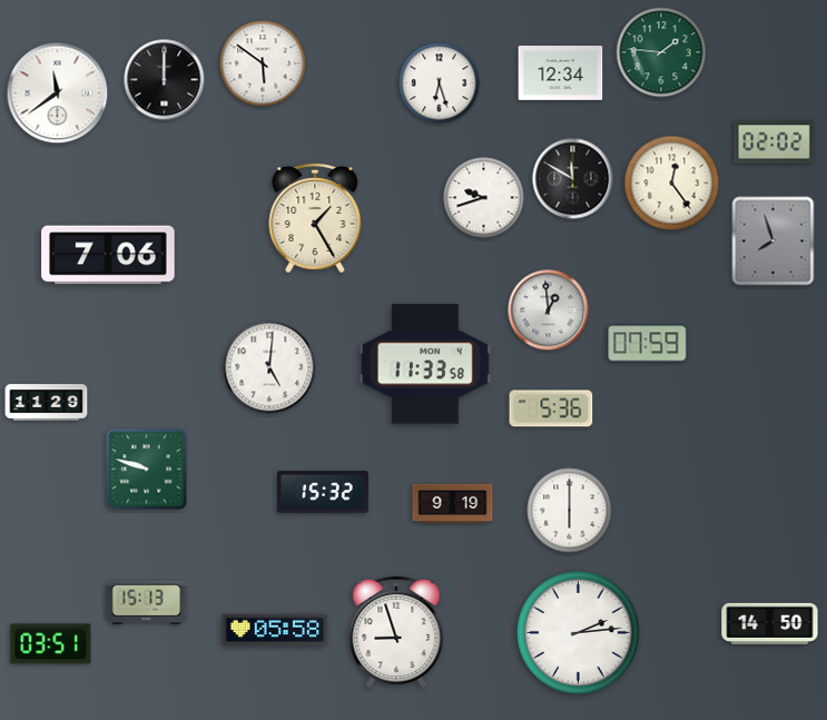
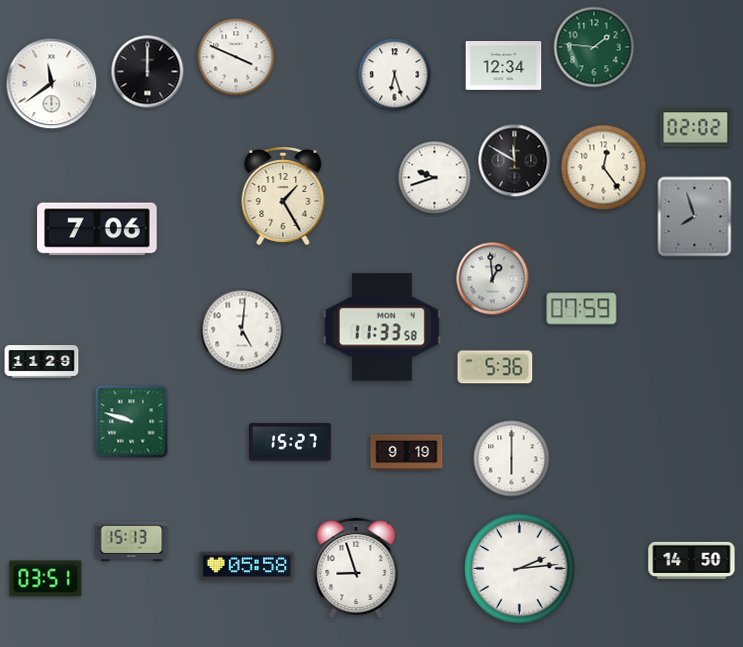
clock at (263, 63): 5:51 -> 3:49
clock at (672, 184) position: (672, 184) -> (604, 168)
clock at (324, 492): 15:32 -> 15:27
